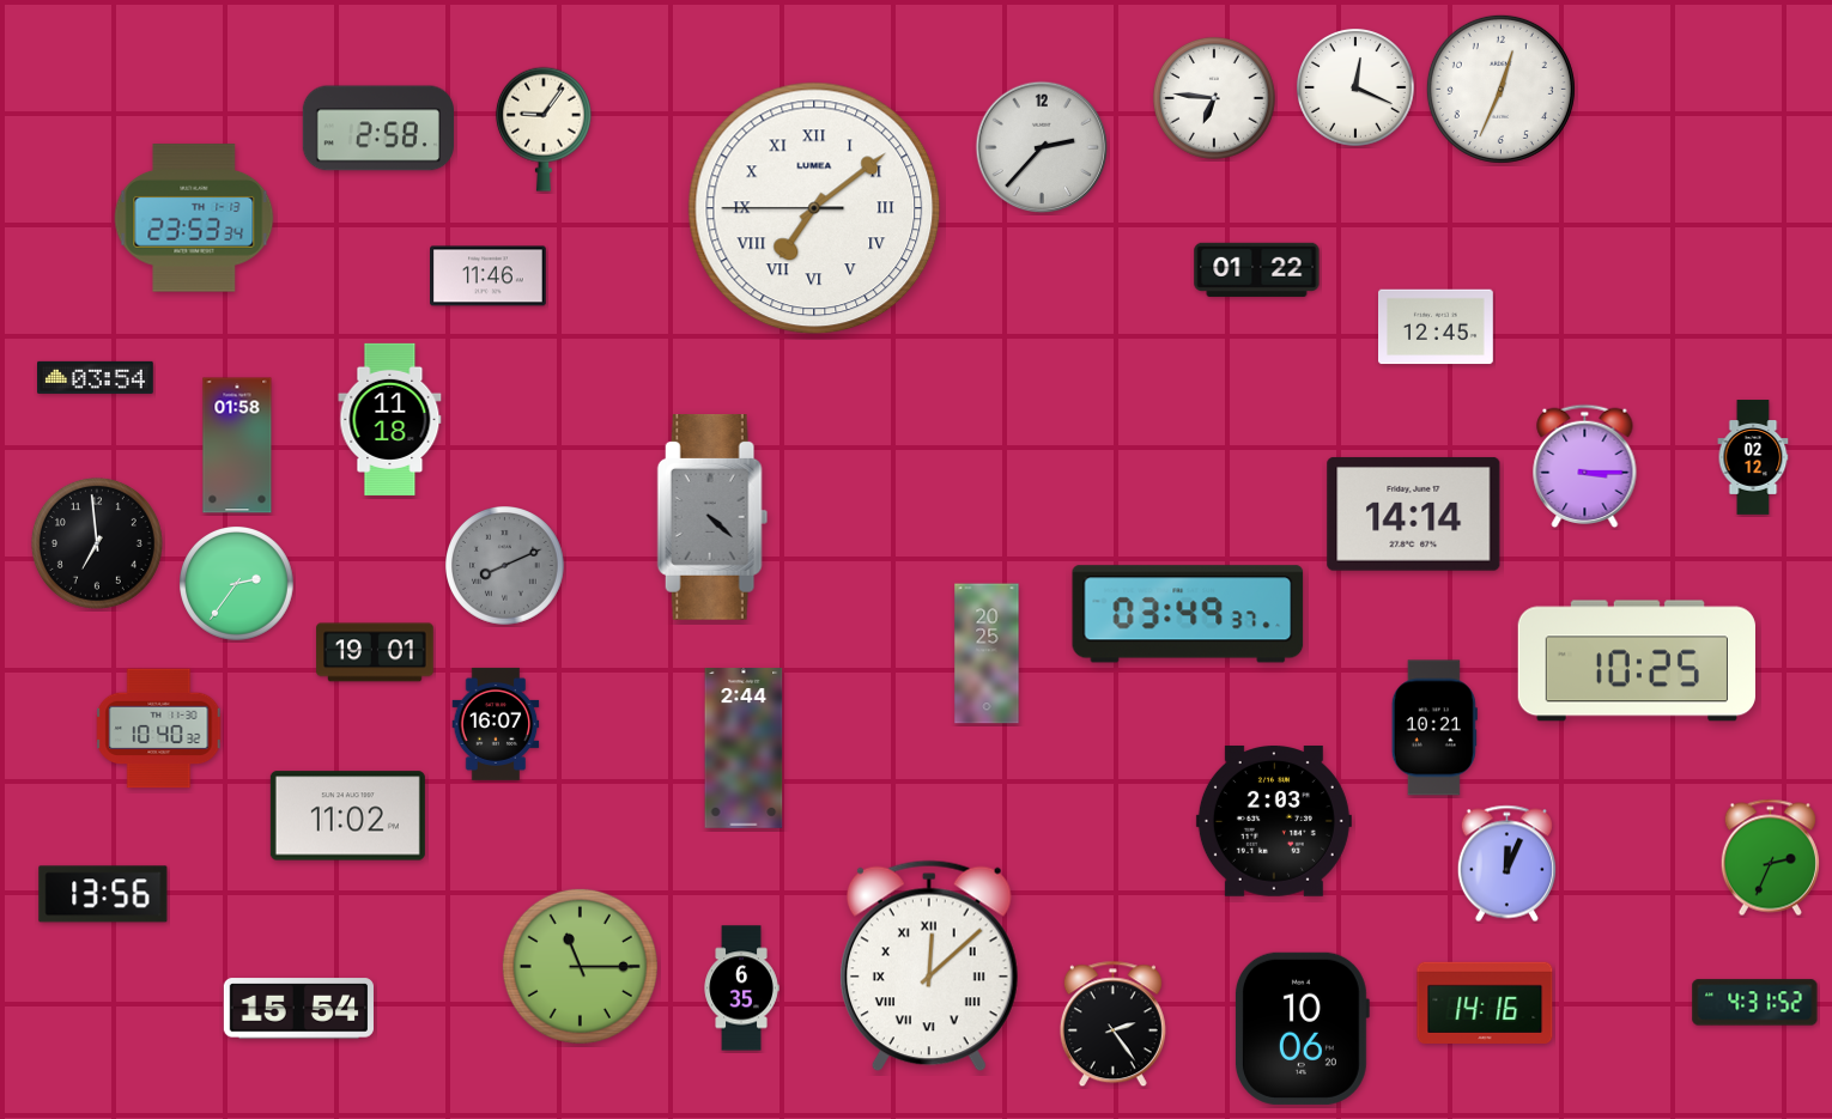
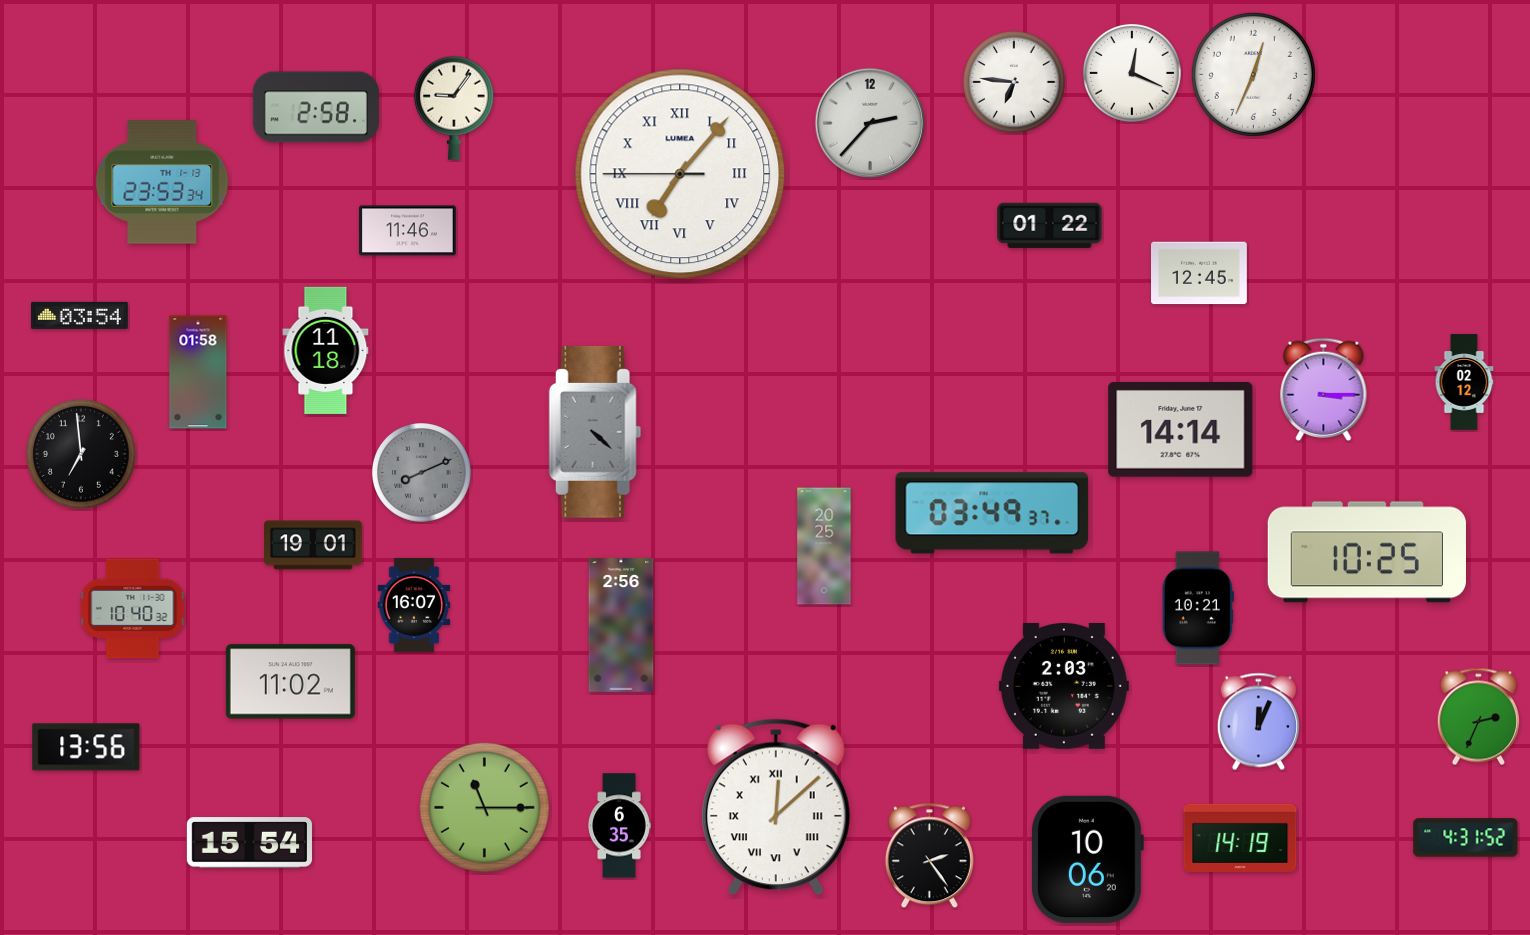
clock at (814, 208): 7:08 -> 7:06
clock at (237, 584): 2:36 -> none
clock at (744, 748): 2:44 -> 2:56
clock at (1485, 1003): 14:16 -> 14:19
